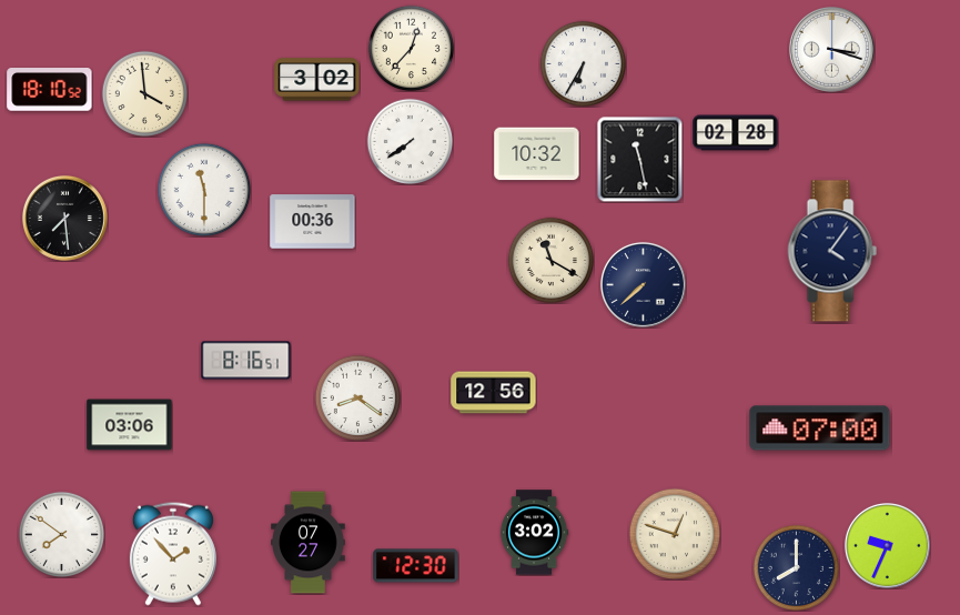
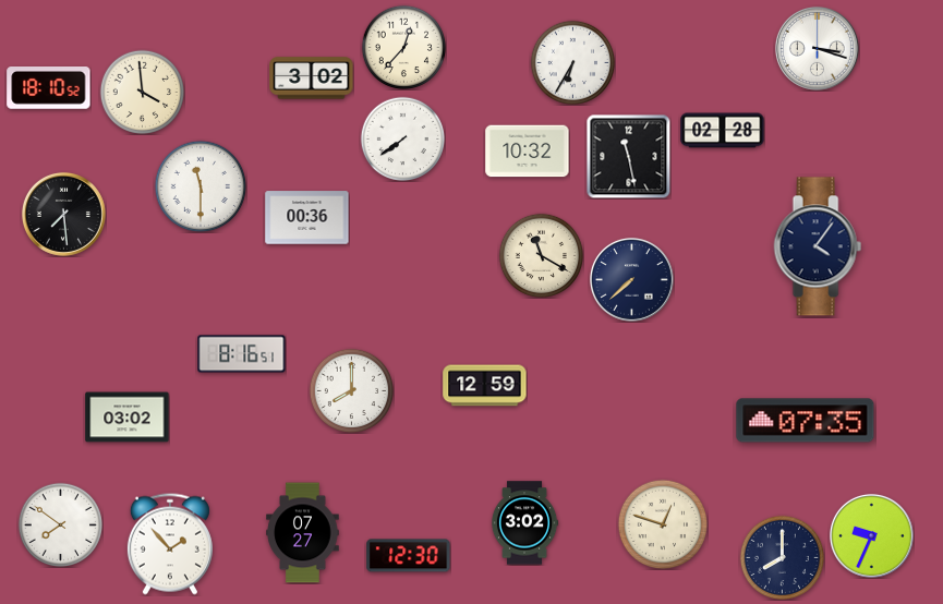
clock at (494, 393): 12:56 -> 12:59
clock at (357, 397): 8:21 -> 8:00
clock at (130, 425): 03:06 -> 03:02
clock at (820, 429): 07:00 -> 07:35
